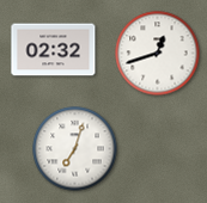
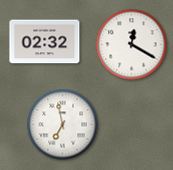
clock at (158, 54): 12:42 -> 12:20
clock at (75, 149): 7:03 -> 6:58
